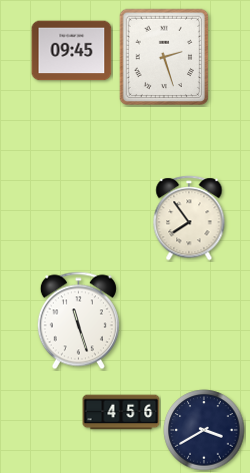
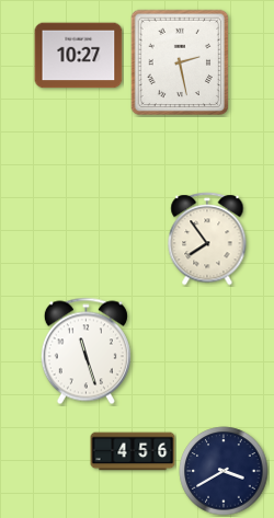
clock at (72, 51): 09:45 -> 10:27
clock at (164, 57): 2:27 -> 2:28
